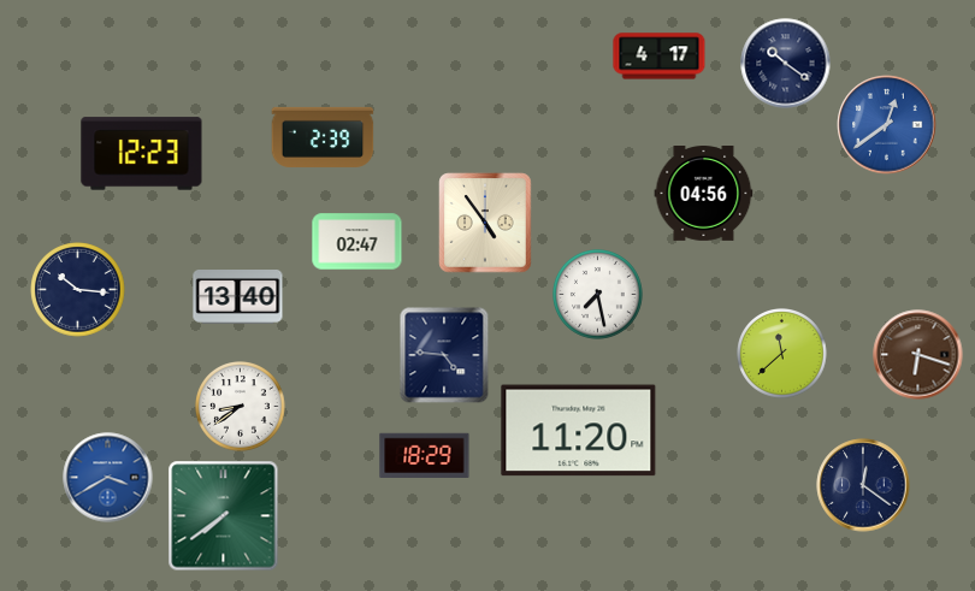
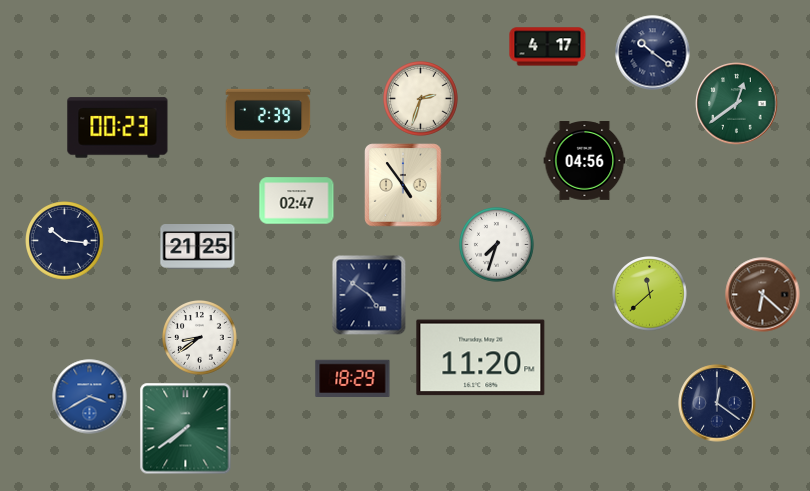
clock at (421, 99): none -> 2:33
clock at (887, 125) dial: blue -> green
clock at (142, 154): 12:23 -> 00:23
clock at (598, 295): 7:28 -> 7:33
clock at (238, 297): 13:40 -> 21:25
clock at (444, 355): 4:46 -> 4:51
clock at (918, 355): 6:18 -> 6:22
